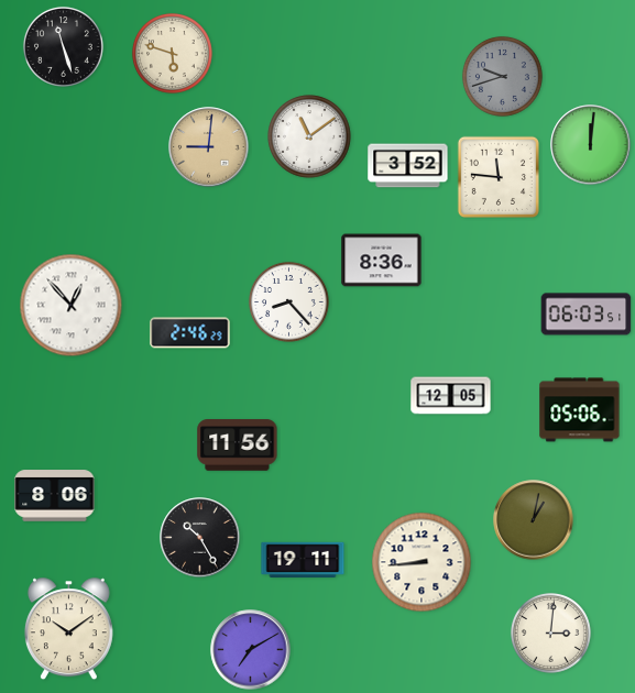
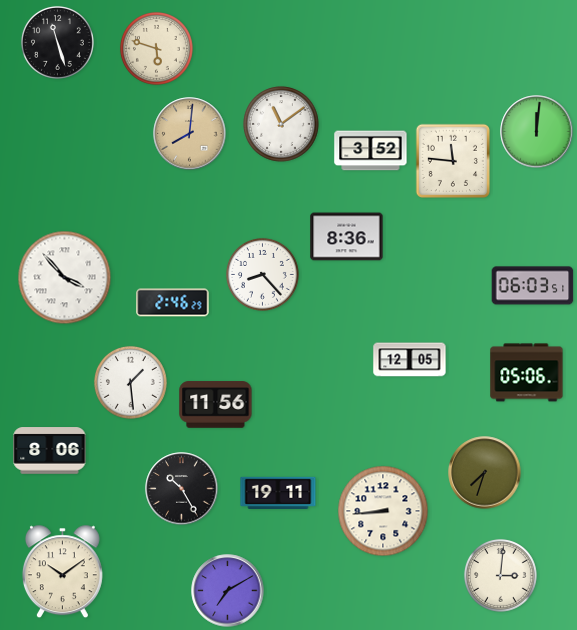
clock at (502, 76): 9:42 -> none
clock at (209, 147): 9:01 -> 8:01
clock at (72, 306): 12:53 -> 3:53
clock at (130, 382): none -> 1:29
clock at (534, 520): 1:02 -> 7:33
clock at (303, 559) position: (303, 559) -> (278, 492)
